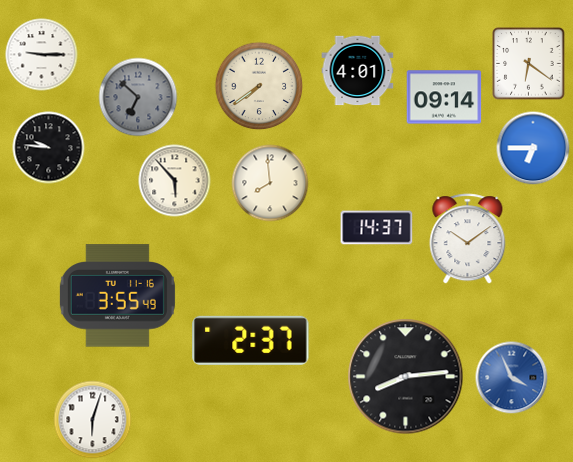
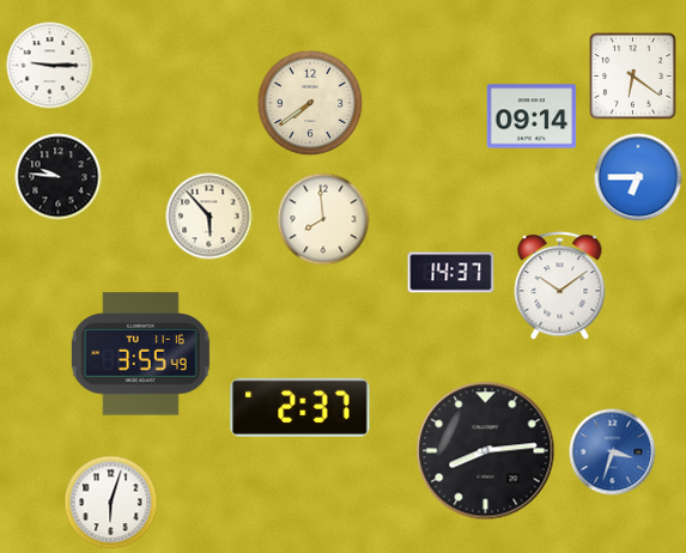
clock at (358, 71): 4:01 -> none
clock at (138, 97): 6:52 -> none
clock at (512, 378): 3:56 -> 3:33
